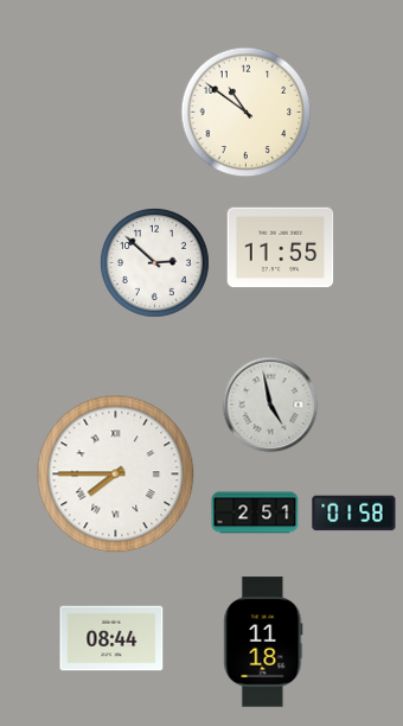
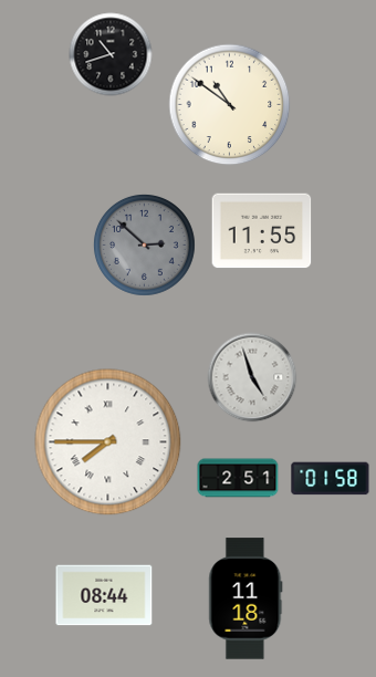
clock at (111, 54): none -> 10:42
clock at (154, 262) dial: white -> grey
clock at (270, 405): 4:58 -> 4:57
